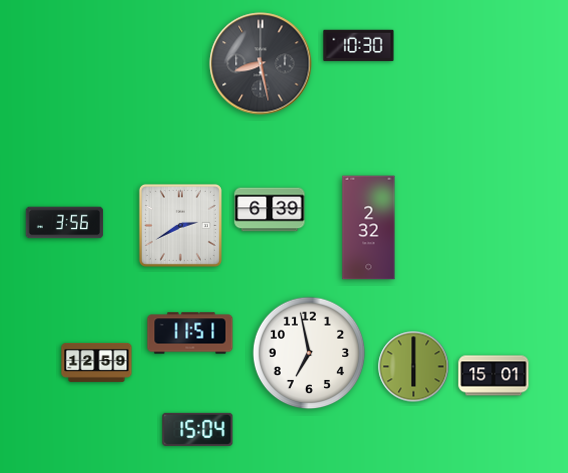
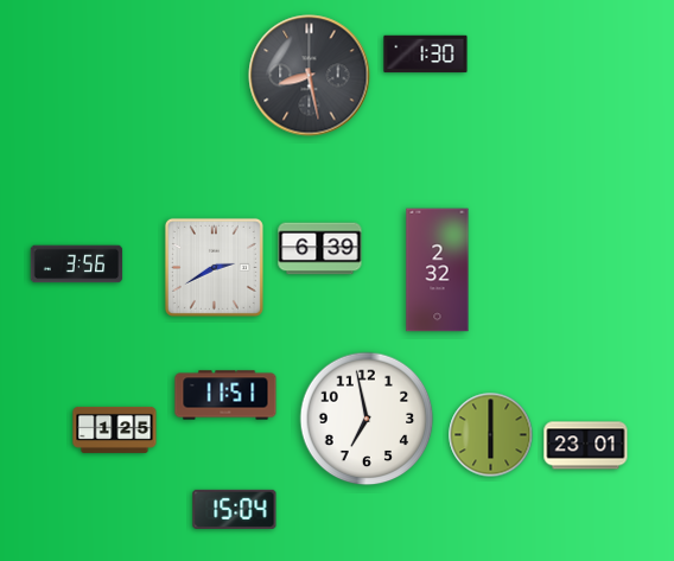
clock at (359, 46): 10:30 -> 1:30
clock at (97, 362): 12:59 -> 1:25
clock at (494, 376): 15:01 -> 23:01
